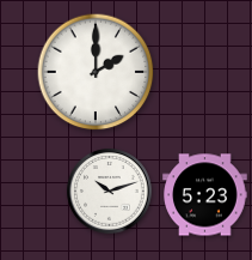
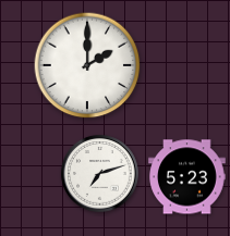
clock at (110, 192): 10:12 -> 7:12
